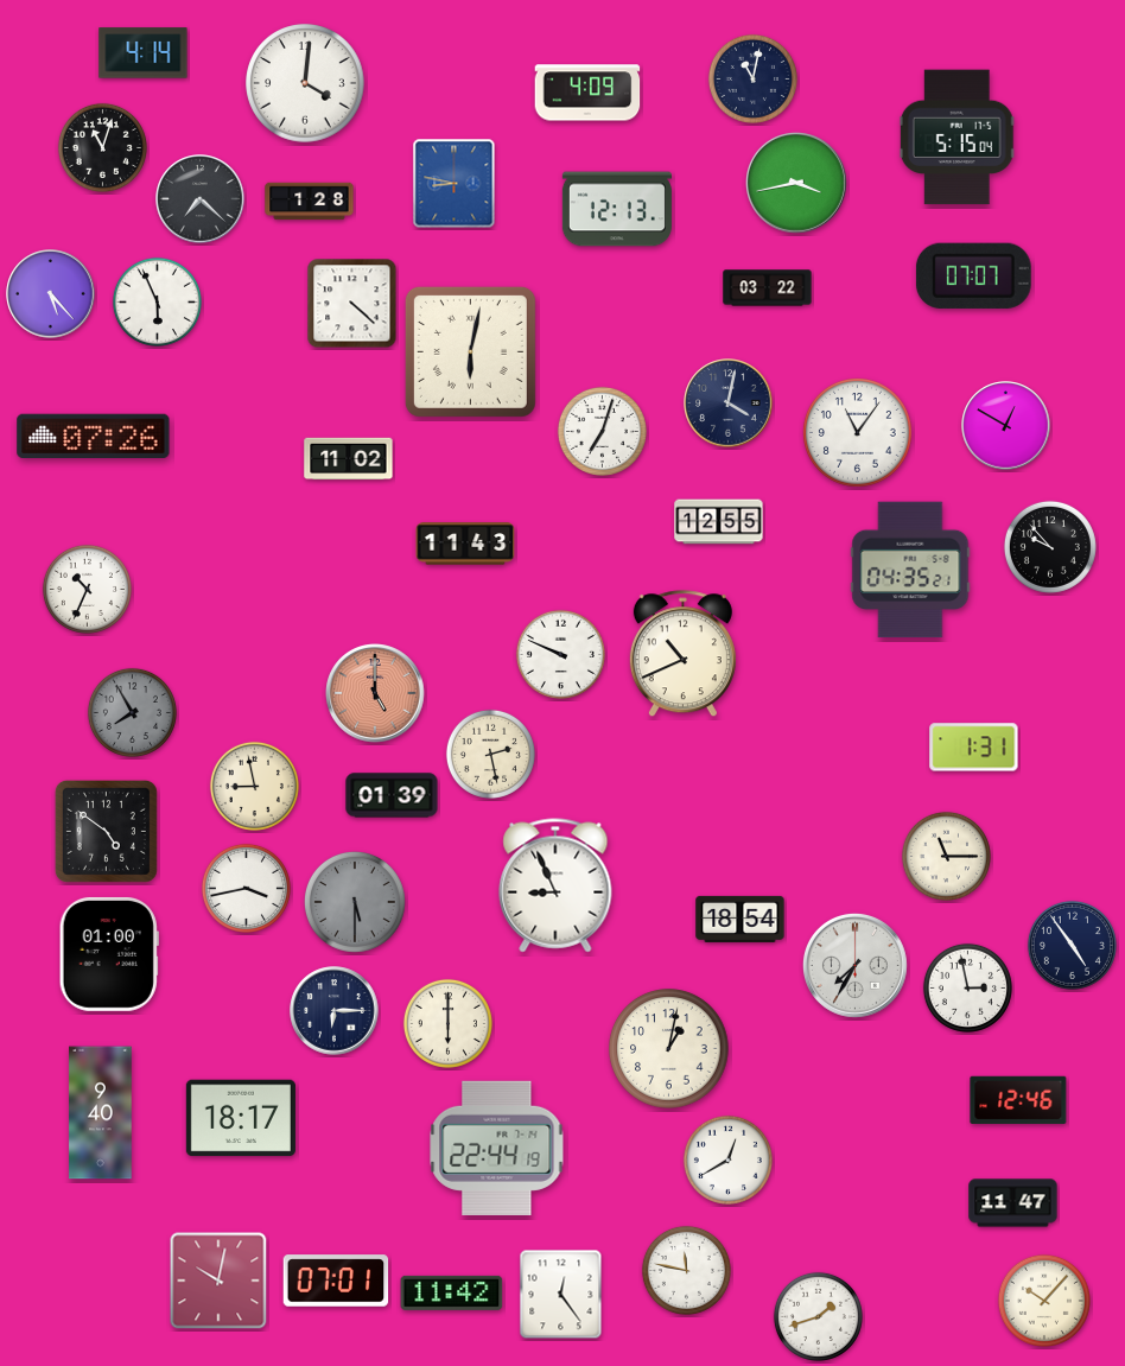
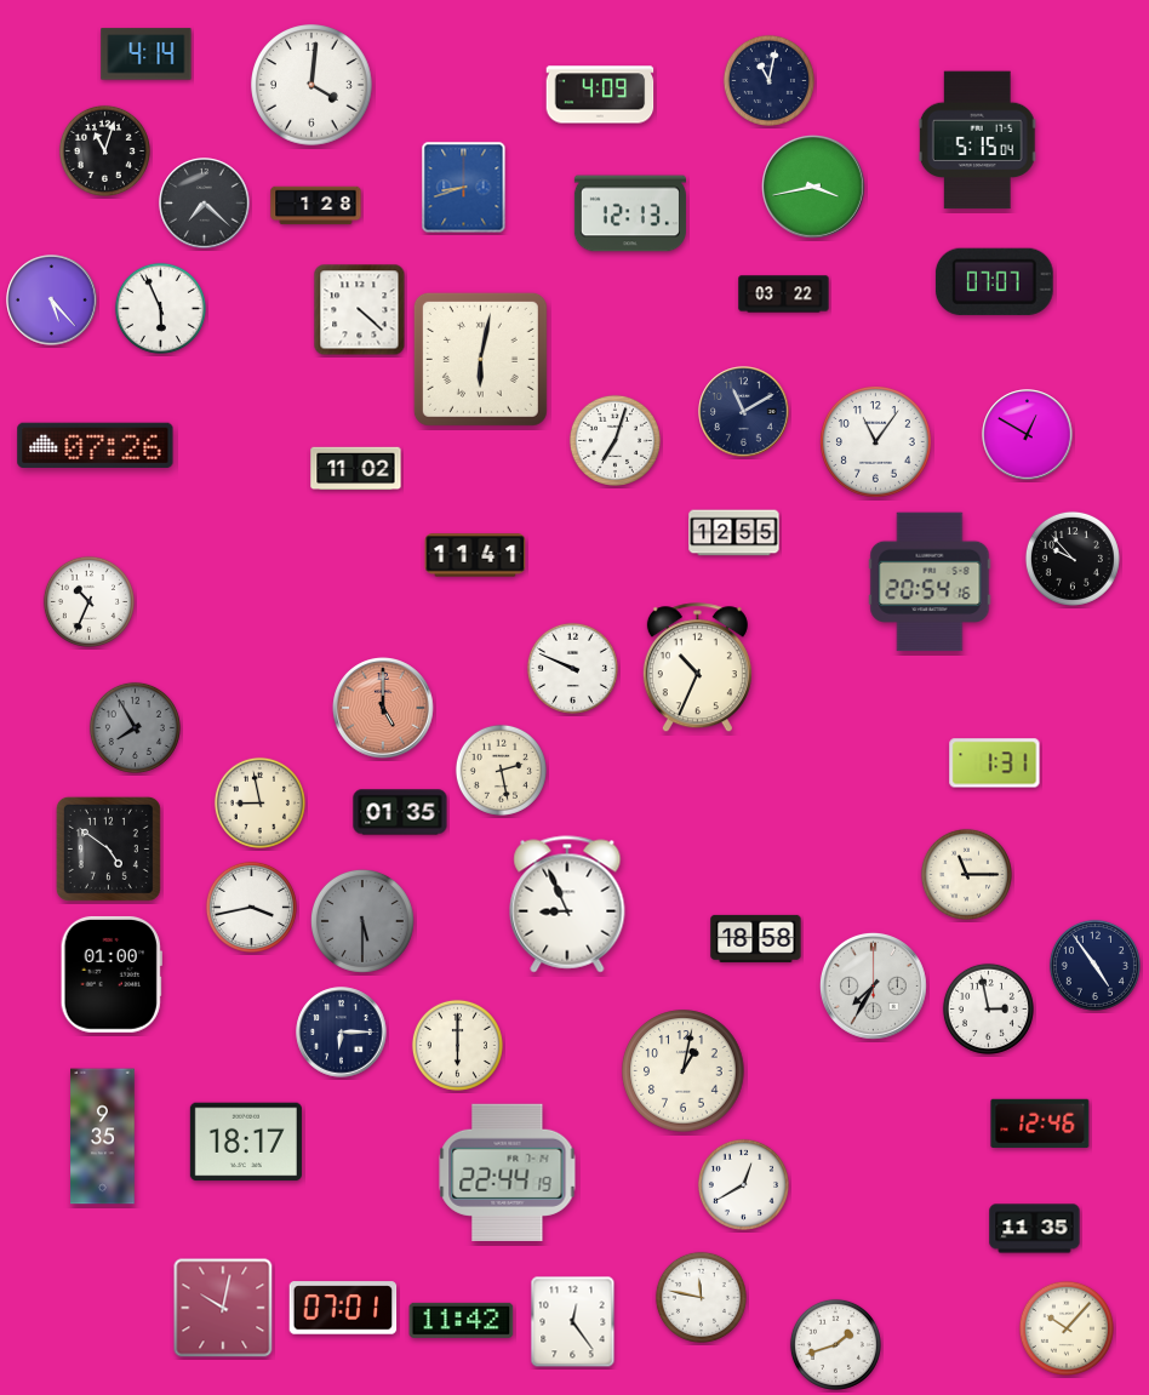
clock at (455, 184): 8:47 -> 8:42
clock at (729, 404): 4:02 -> 11:10
clock at (465, 544): 11:43 -> 11:41
clock at (910, 570): 04:35 -> 20:54
clock at (682, 654): 10:41 -> 10:34
clock at (392, 795): 01:39 -> 01:35
clock at (741, 919): 18:54 -> 18:58
clock at (101, 1113): 9:40 -> 9:35
clock at (1013, 1203): 11:47 -> 11:35
